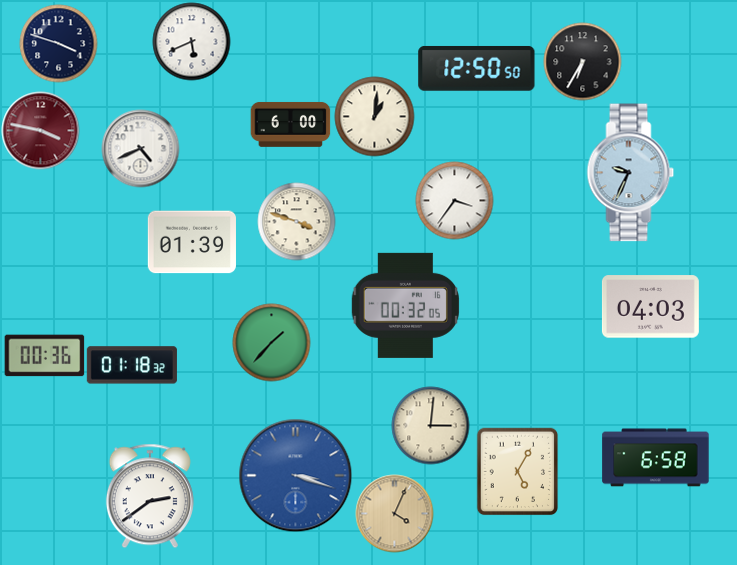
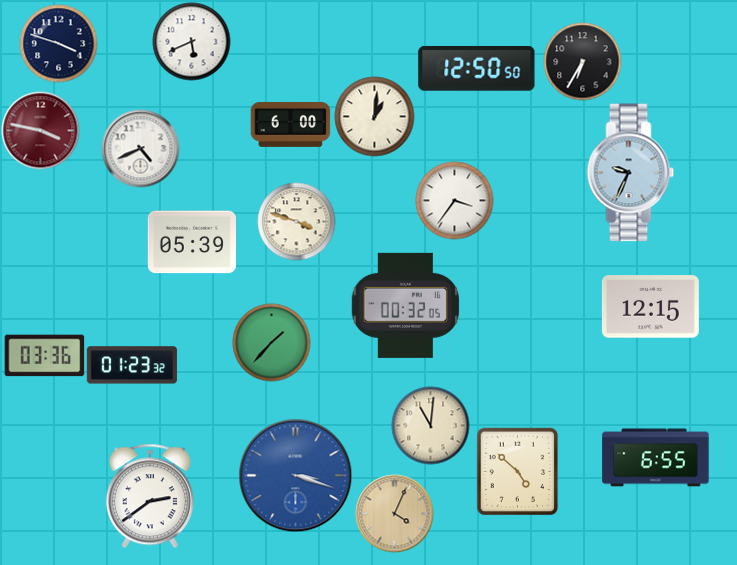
clock at (192, 242): 01:39 -> 05:39
clock at (650, 307): 04:03 -> 12:15
clock at (44, 356): 00:36 -> 03:36
clock at (132, 365): 01:18 -> 01:23
clock at (430, 425): 3:01 -> 11:01
clock at (656, 458): 6:58 -> 6:55
clock at (518, 471): 5:05 -> 4:52
